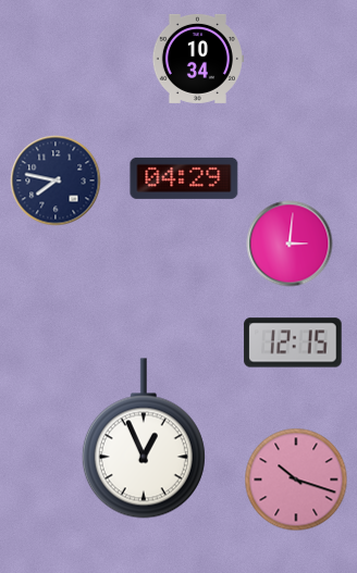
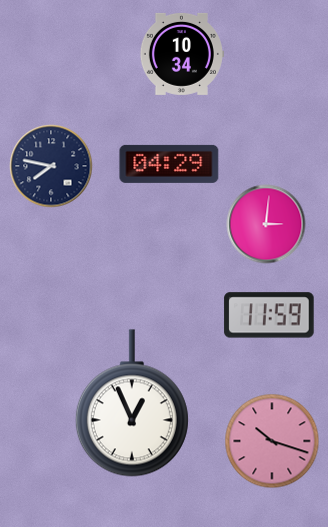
clock at (293, 342): 12:15 -> 11:59
